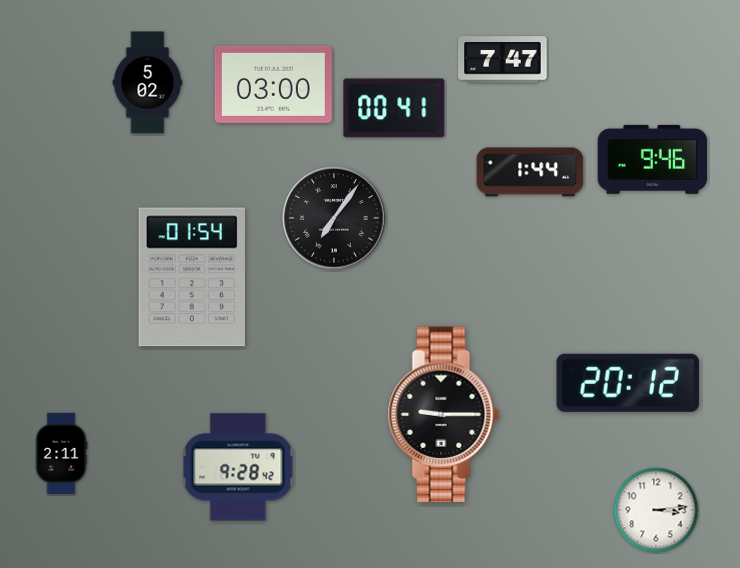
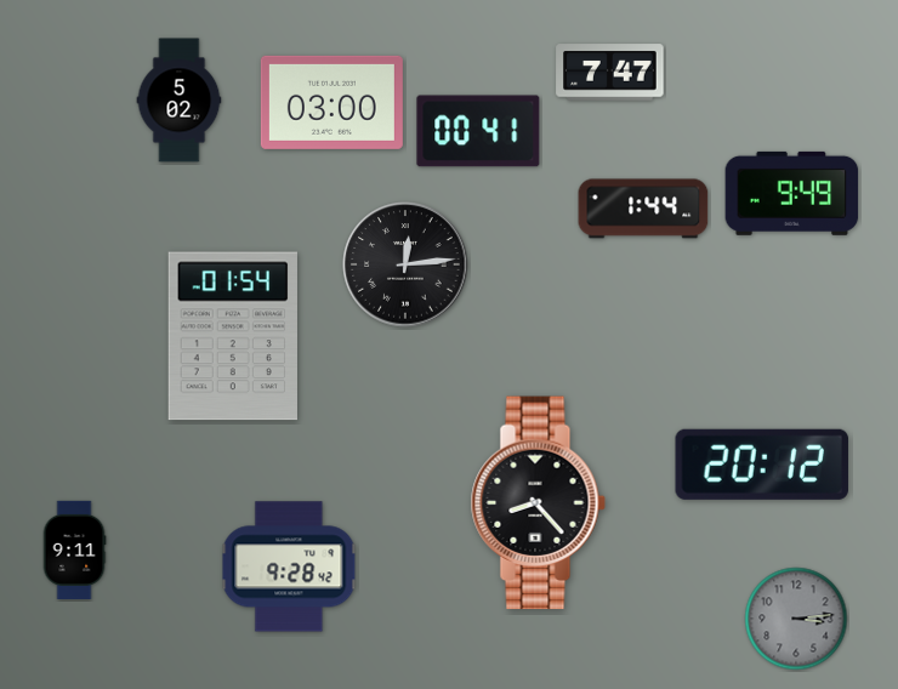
clock at (653, 159): 9:46 -> 9:49
clock at (334, 218): 7:06 -> 12:14
clock at (443, 415): 9:15 -> 8:23
clock at (61, 453): 2:11 -> 9:11
clock at (656, 510) dial: white -> grey
